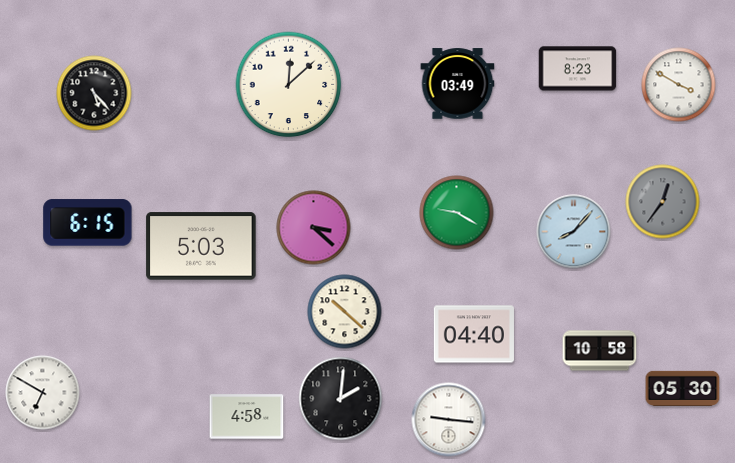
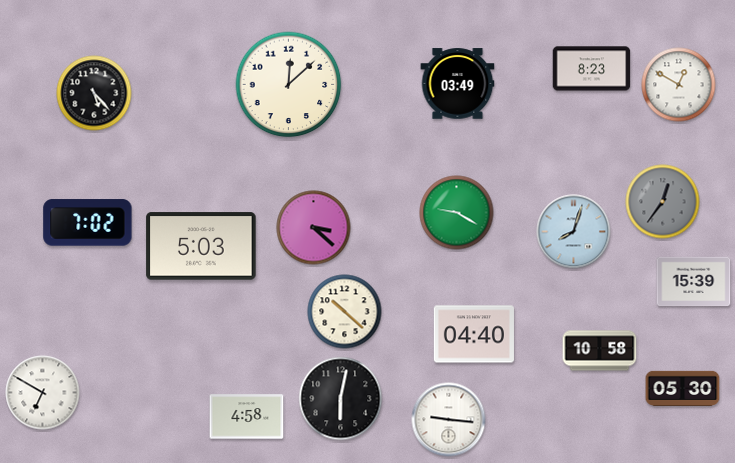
clock at (578, 69) position: (578, 69) -> (592, 69)
clock at (679, 85): 3:50 -> 12:50
clock at (88, 223): 6:15 -> 7:02
clock at (574, 232): 8:07 -> 8:03
clock at (694, 282): none -> 15:39
clock at (341, 399): 2:01 -> 6:02
